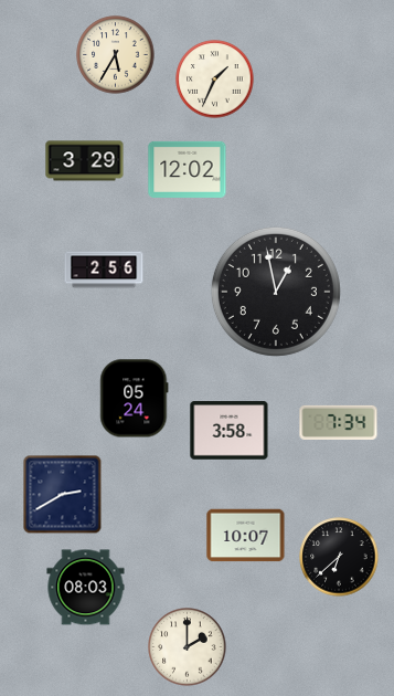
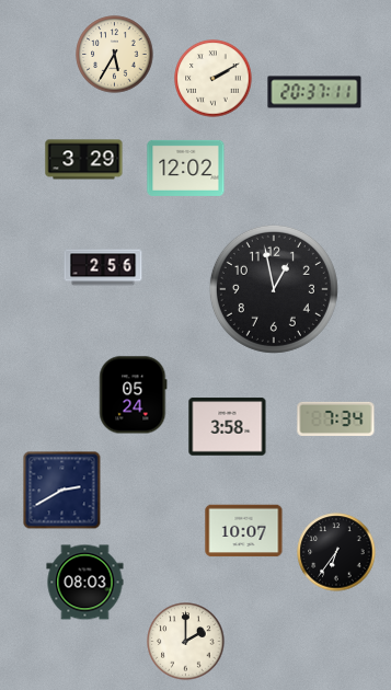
clock at (215, 80): 1:34 -> 2:10
clock at (314, 92): none -> 20:37
clock at (339, 557): 6:38 -> 6:36
